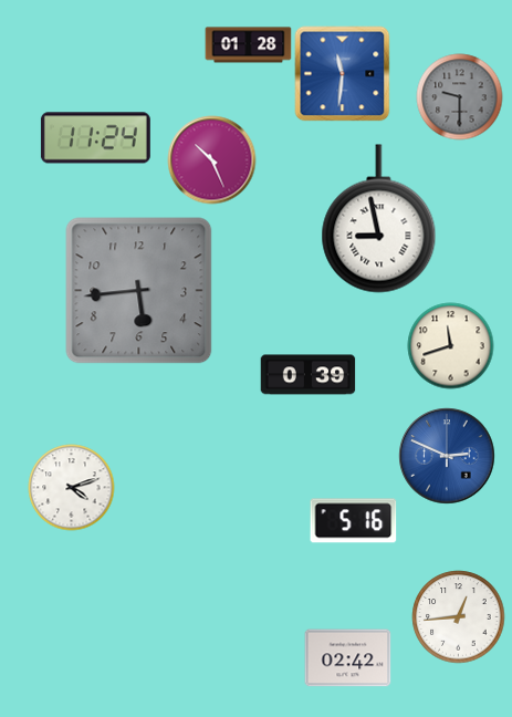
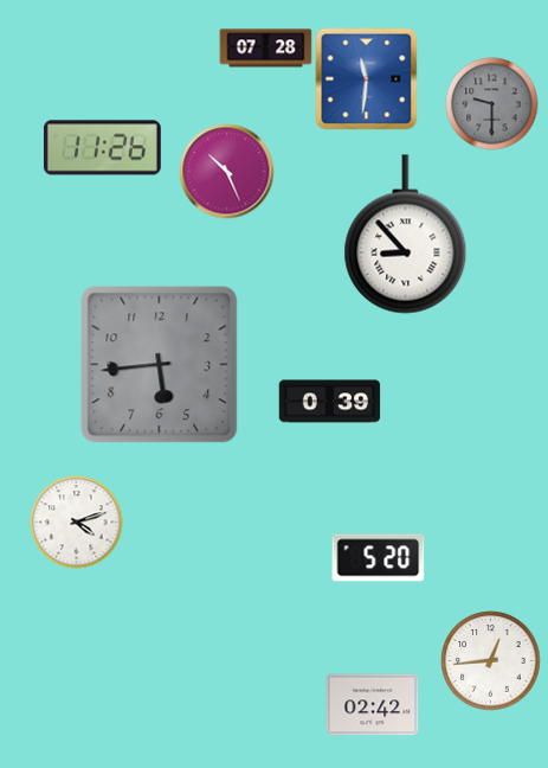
clock at (248, 45): 01:28 -> 07:28
clock at (95, 138): 11:24 -> 11:26
clock at (379, 219): 8:58 -> 8:53
clock at (139, 291) position: (139, 291) -> (160, 365)
clock at (450, 345): 11:42 -> none
clock at (447, 456): 2:49 -> none
clock at (353, 521): 5:16 -> 5:20
